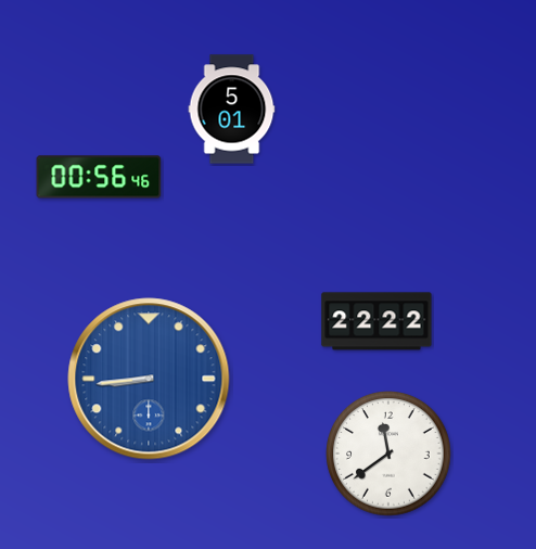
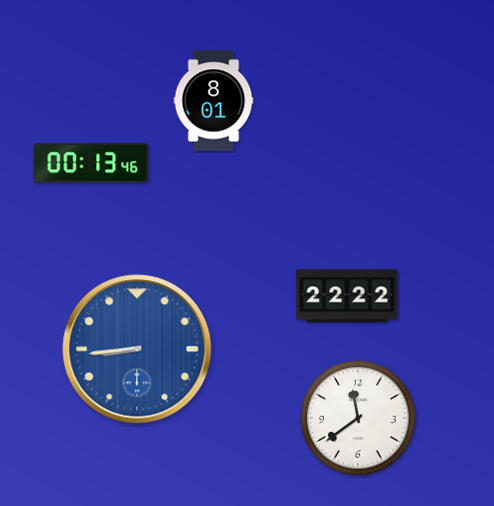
clock at (232, 110): 5:01 -> 8:01
clock at (99, 177): 00:56 -> 00:13
